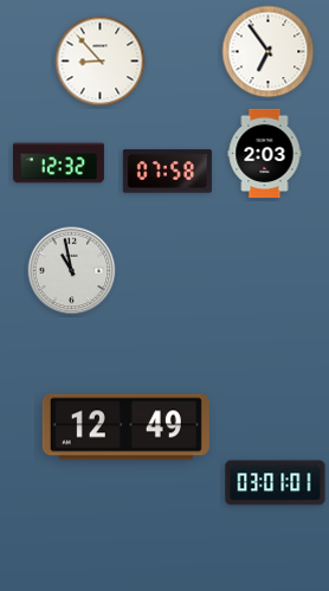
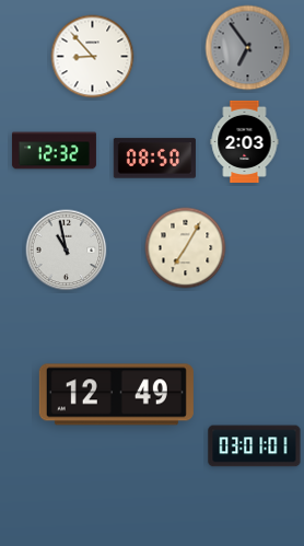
clock at (269, 52) dial: white -> grey
clock at (167, 172): 07:58 -> 08:50
clock at (186, 248): none -> 7:05
